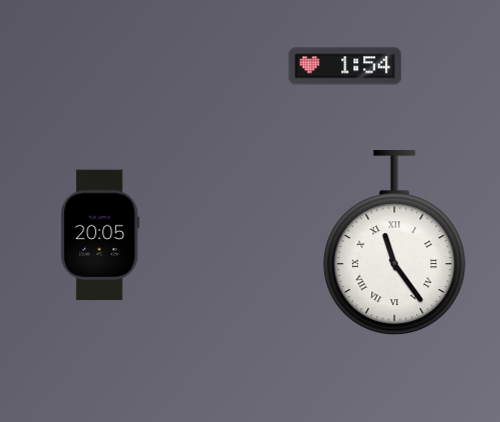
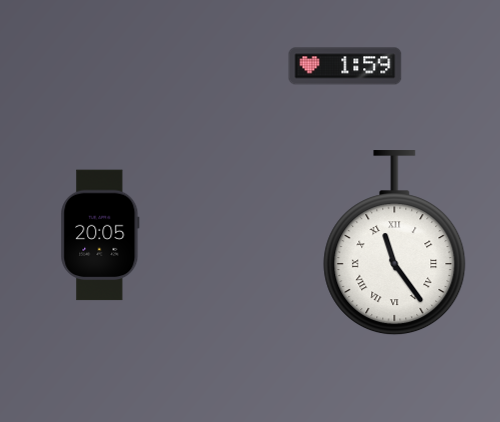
clock at (345, 66): 1:54 -> 1:59
